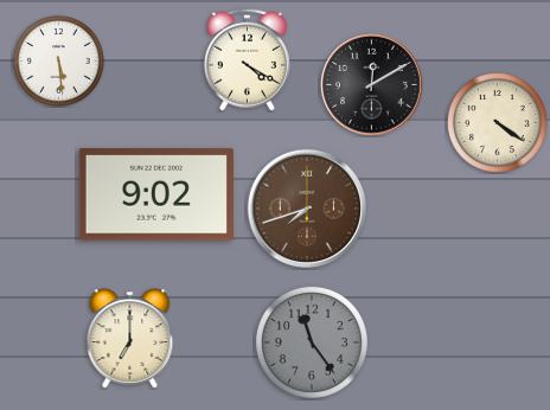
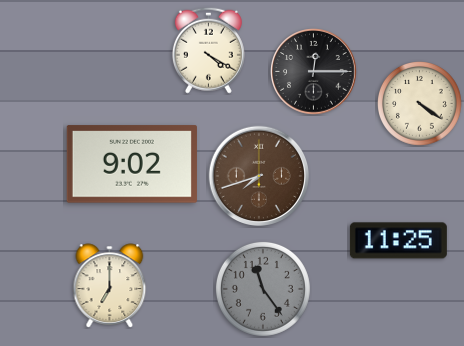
clock at (59, 62): 5:29 -> none
clock at (372, 85): 12:10 -> 12:15
clock at (398, 241): none -> 11:25
